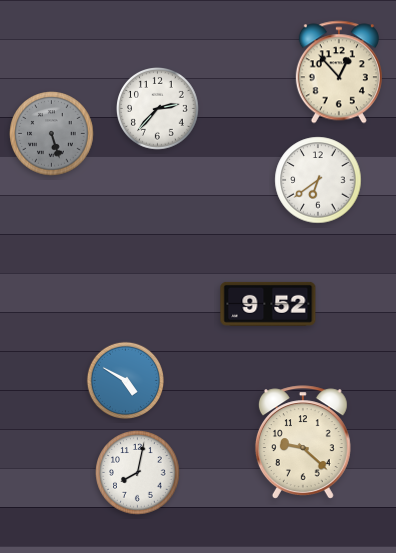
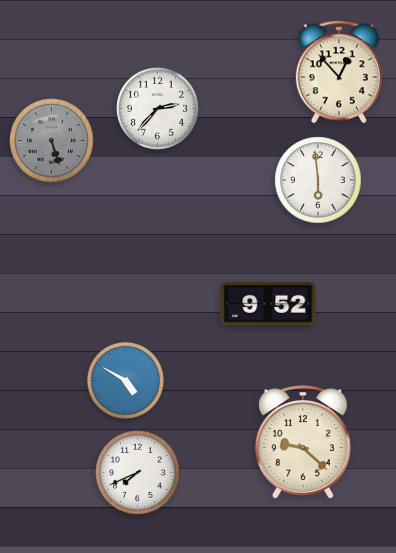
clock at (52, 134) position: (52, 134) -> (52, 141)
clock at (318, 180): 6:39 -> 5:59
clock at (138, 473): 8:02 -> 7:41
